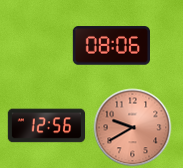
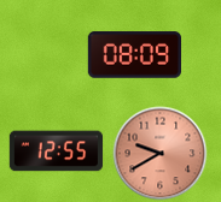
clock at (111, 46): 08:06 -> 08:09
clock at (46, 126): 12:56 -> 12:55
